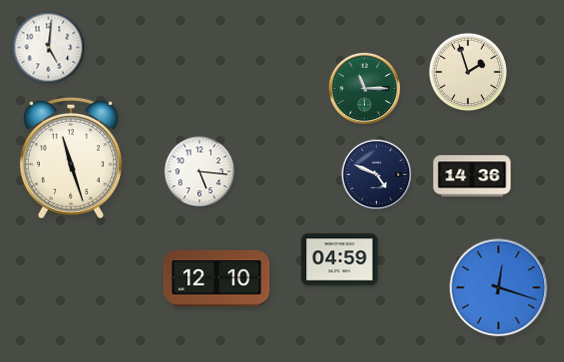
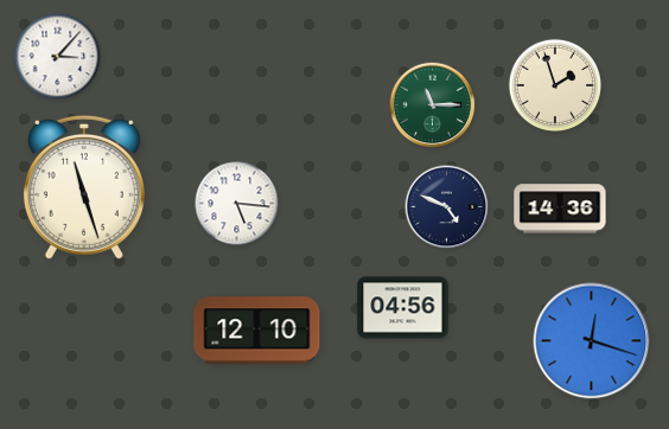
clock at (49, 48): 5:01 -> 3:07
clock at (340, 260): 04:59 -> 04:56
